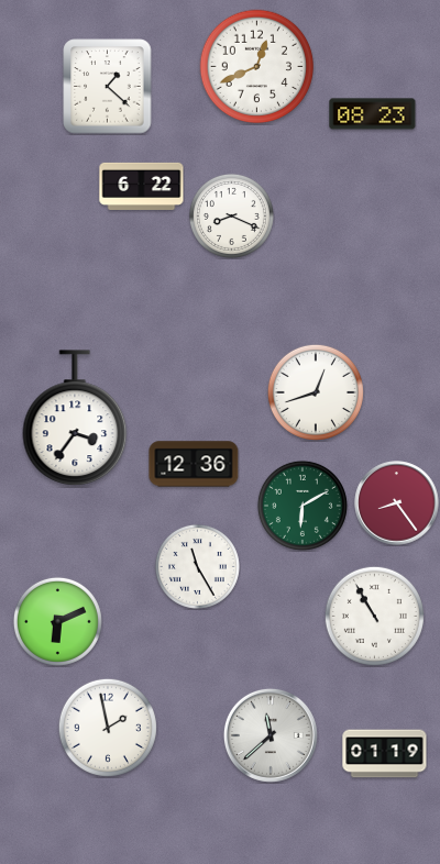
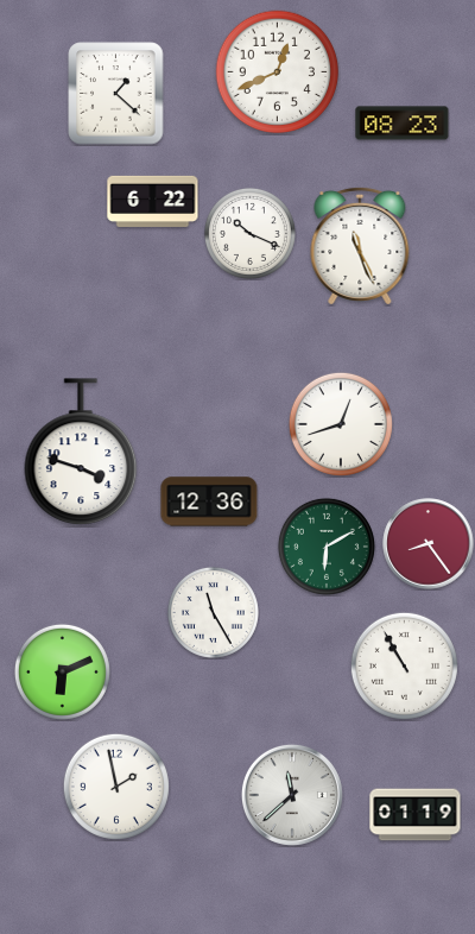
clock at (231, 215): 8:19 -> 10:19
clock at (360, 246): none -> 11:26
clock at (75, 418): 3:36 -> 3:48
